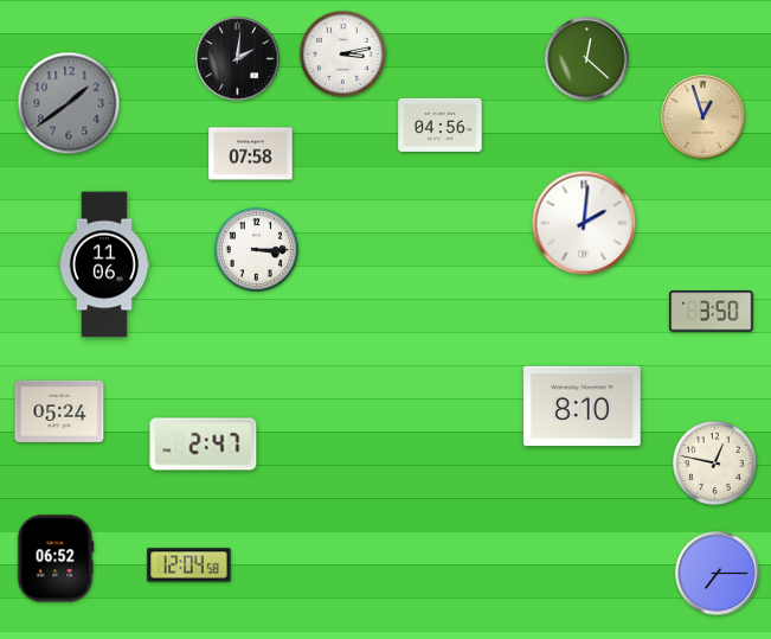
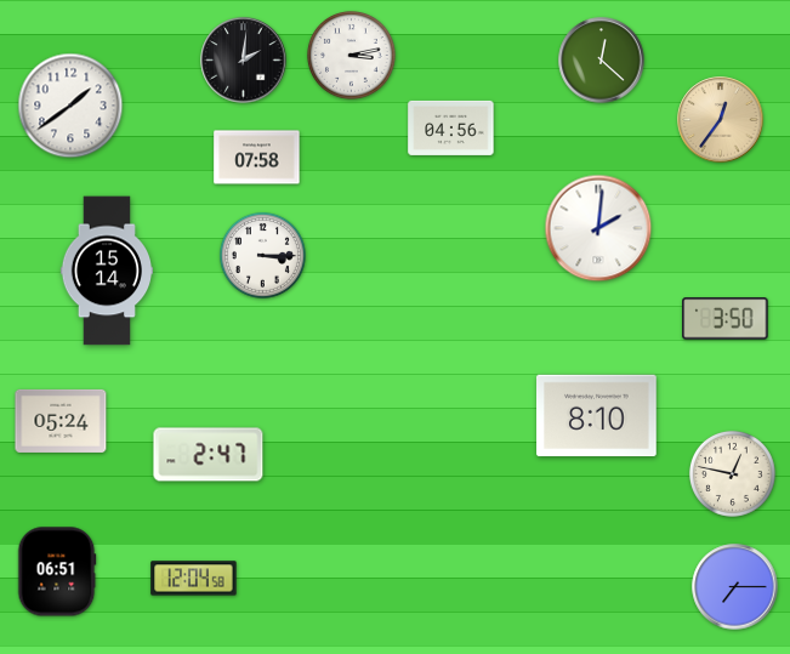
clock at (69, 103) dial: grey -> white
clock at (703, 117): 12:57 -> 12:36
clock at (103, 264): 11:06 -> 15:14
clock at (712, 312) position: (712, 312) -> (726, 319)
clock at (56, 558): 06:52 -> 06:51
